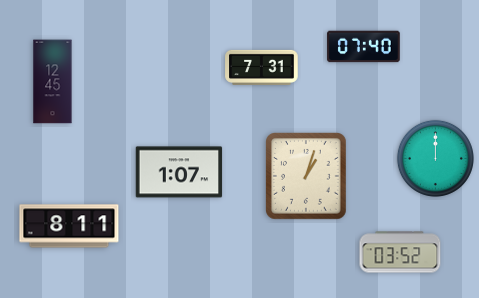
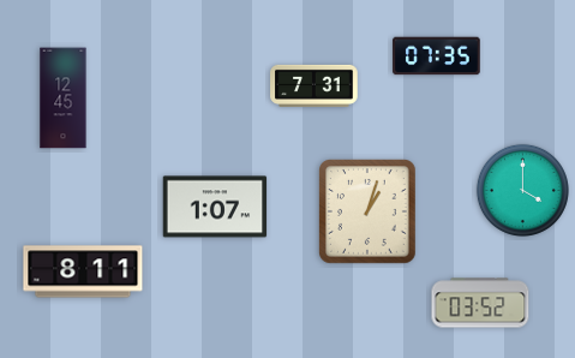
clock at (364, 47): 07:40 -> 07:35
clock at (262, 67) position: (262, 67) -> (315, 85)
clock at (435, 158): 12:00 -> 4:00
